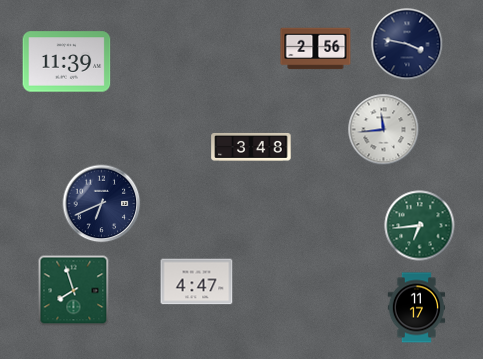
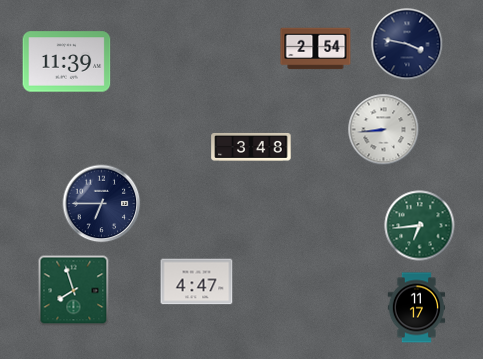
clock at (316, 49): 2:56 -> 2:54
clock at (384, 130): 11:44 -> 8:44
clock at (102, 204): 6:41 -> 6:45
